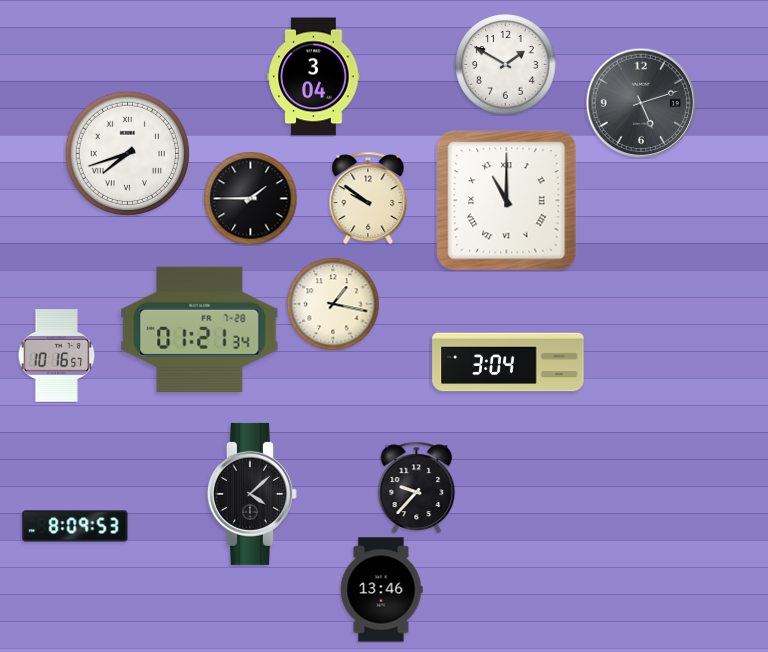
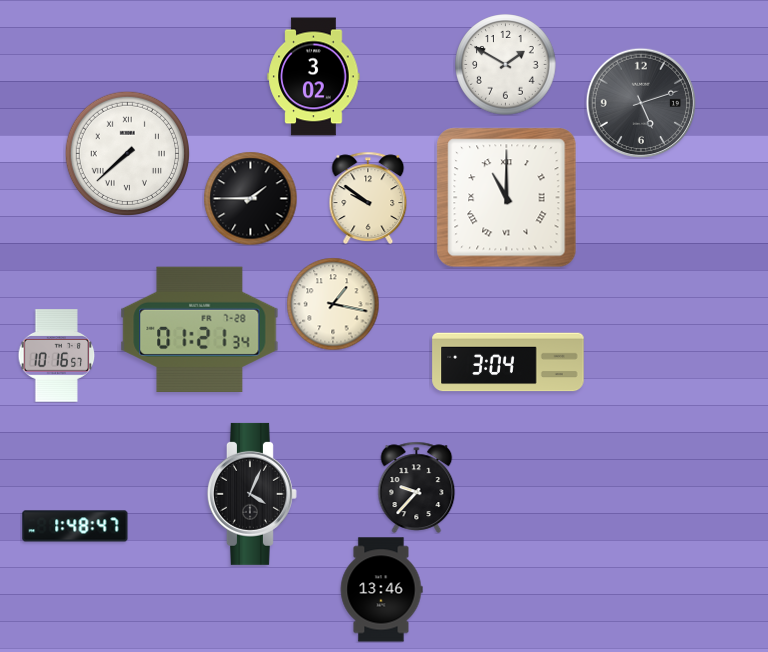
clock at (314, 77): 3:04 -> 3:02
clock at (127, 153): 7:42 -> 7:38
clock at (507, 201) position: (507, 201) -> (507, 198)
clock at (252, 494): 4:08 -> 4:04
clock at (75, 526): 8:09 -> 1:48
